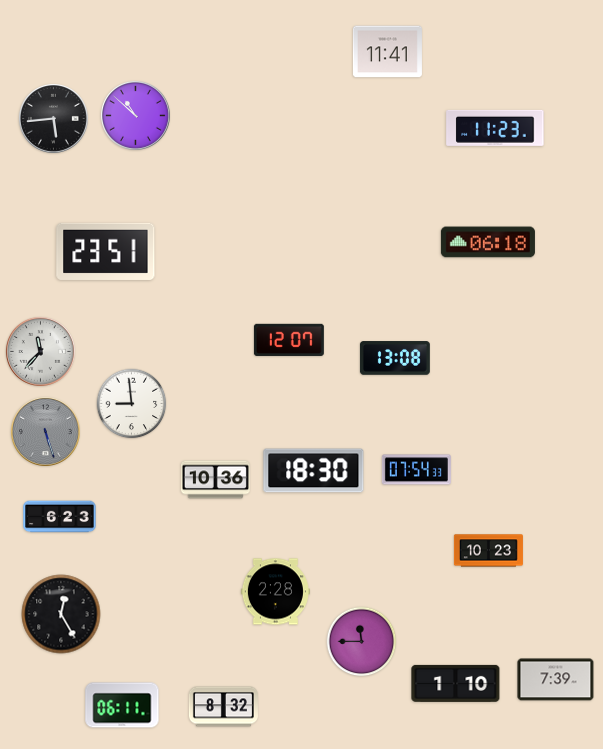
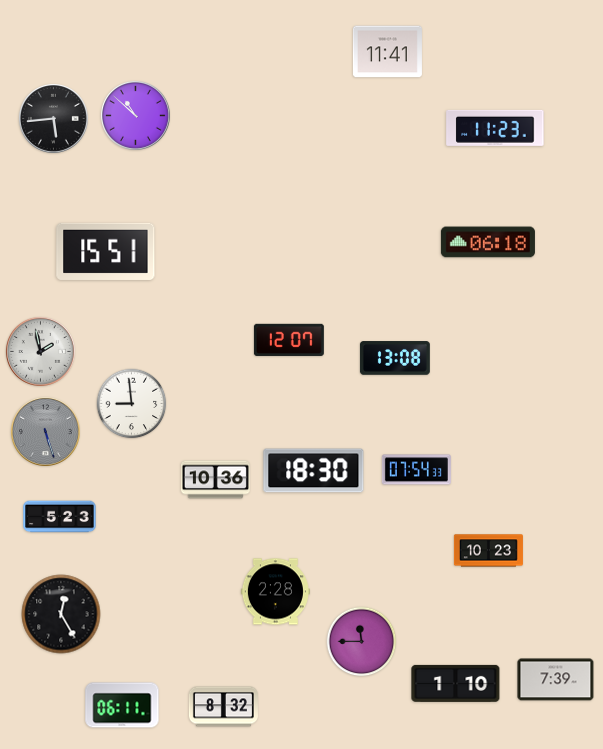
clock at (106, 251): 23:51 -> 15:51
clock at (40, 351): 11:37 -> 1:58
clock at (60, 517): 6:23 -> 5:23
